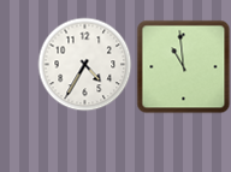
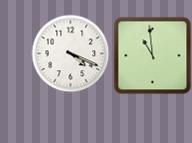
clock at (84, 64): 4:35 -> 4:19
